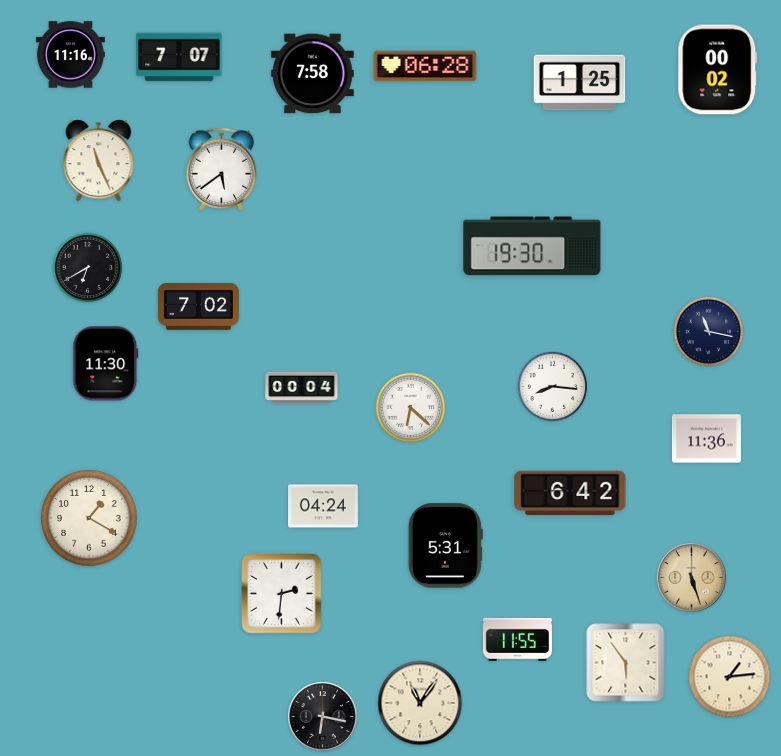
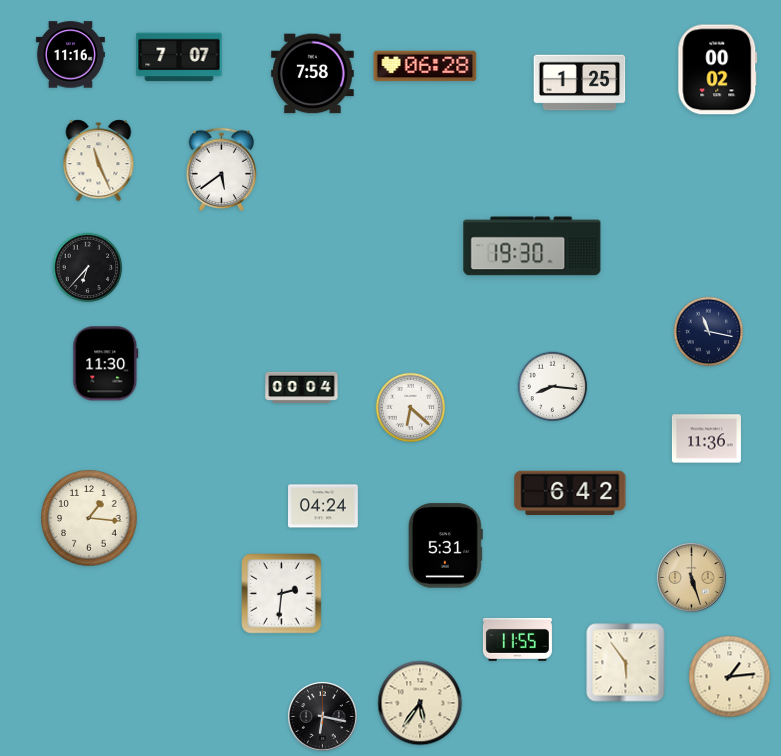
clock at (88, 268): 6:40 -> 6:37
clock at (198, 306): 7:02 -> none
clock at (89, 518): 1:20 -> 1:16
clock at (420, 703): 11:06 -> 5:36
